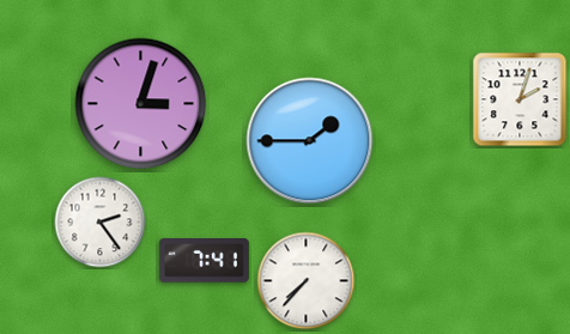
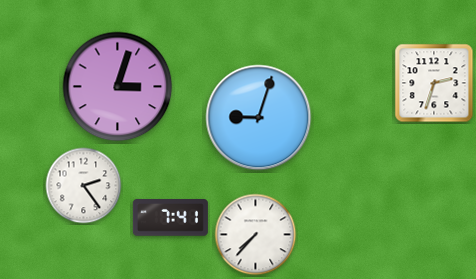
clock at (520, 99): 2:03 -> 2:33
clock at (310, 141): 1:45 -> 9:03
